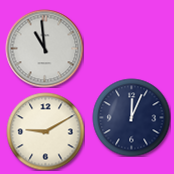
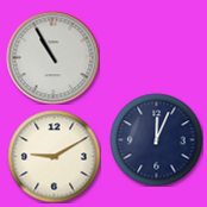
clock at (44, 48): 10:59 -> 10:55
